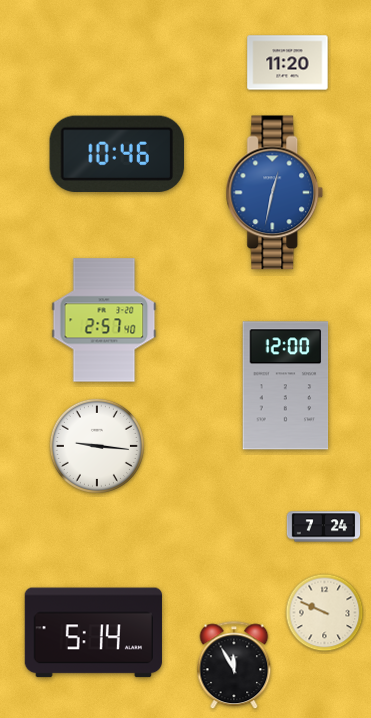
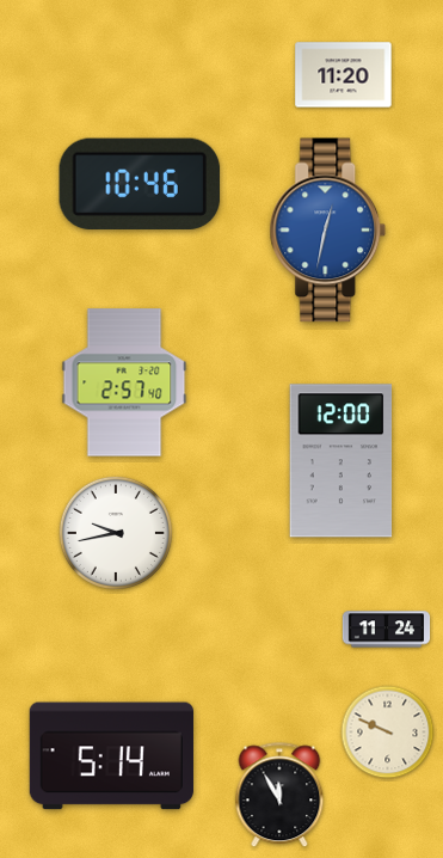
clock at (97, 446): 9:16 -> 9:43
clock at (324, 527): 7:24 -> 11:24
